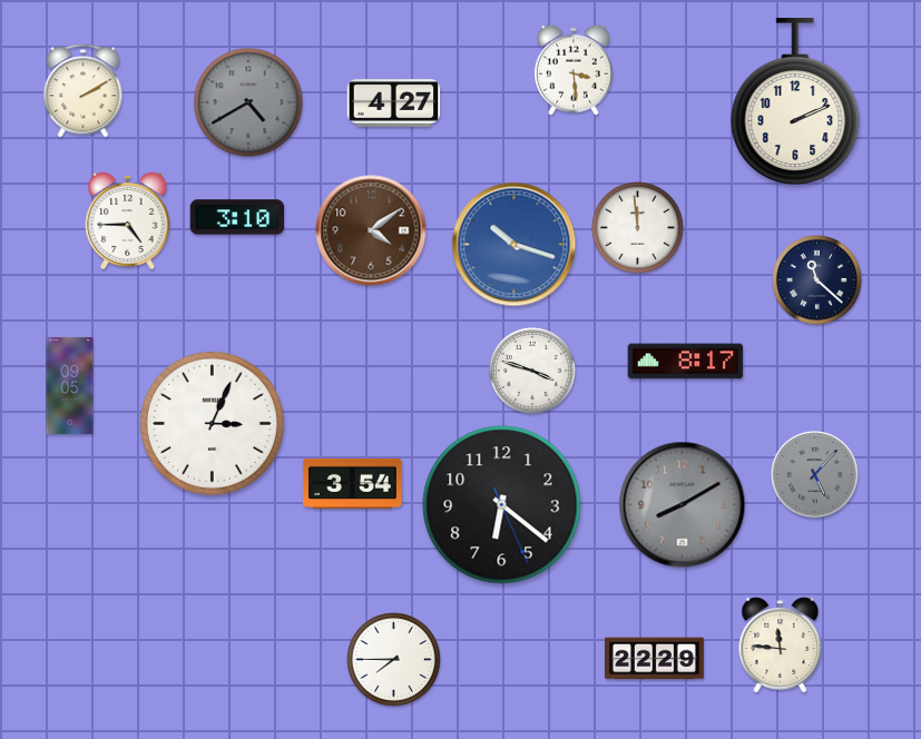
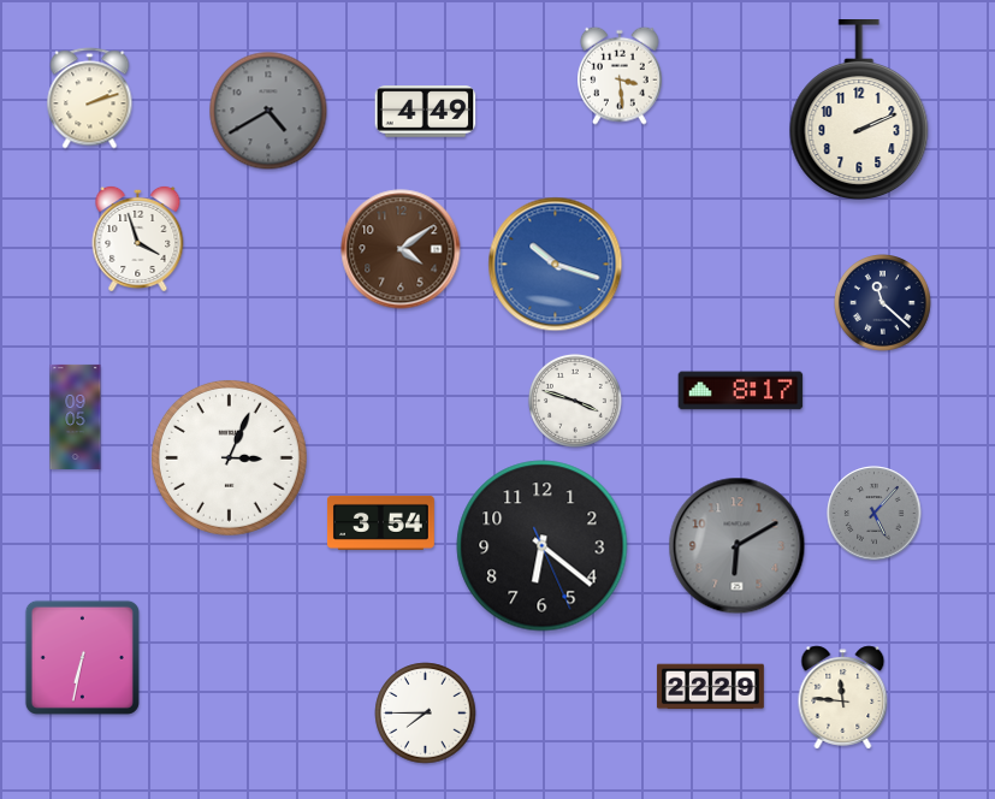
clock at (84, 91): 2:10 -> 2:12
clock at (394, 104): 4:27 -> 4:49
clock at (237, 217): 3:10 -> none
clock at (128, 220): 4:45 -> 3:57
clock at (638, 228): 11:59 -> none
clock at (815, 475) position: (815, 475) -> (875, 514)
clock at (683, 505): 8:10 -> 6:10
clock at (82, 657): none -> 6:32
clock at (654, 659) position: (654, 659) -> (710, 687)
